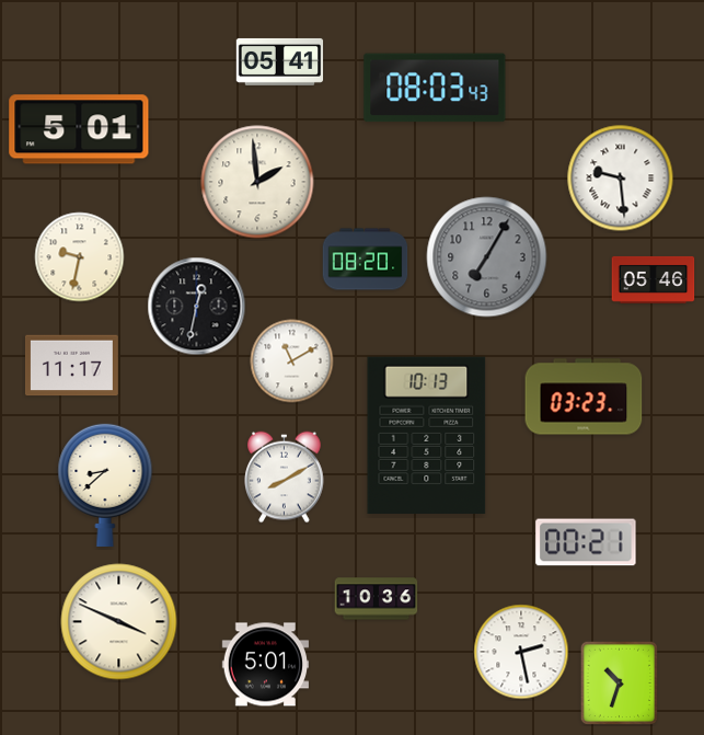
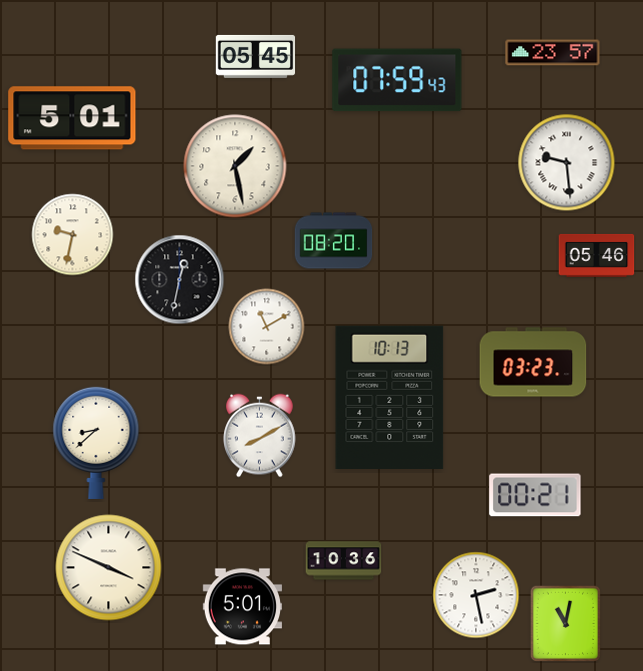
clock at (553, 53): none -> 23:57
clock at (280, 61): 05:41 -> 05:45
clock at (435, 88): 08:03 -> 07:59
clock at (257, 182): 1:59 -> 1:28
clock at (487, 257): 7:05 -> none
clock at (366, 260) position: (366, 260) -> (334, 241)
clock at (292, 361) position: (292, 361) -> (267, 327)
clock at (71, 366): 11:17 -> none
clock at (377, 599) position: (377, 599) -> (344, 561)
clock at (620, 682): 10:33 -> 11:02
